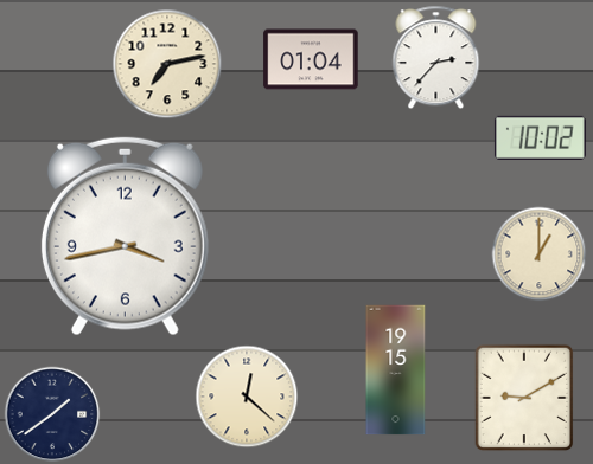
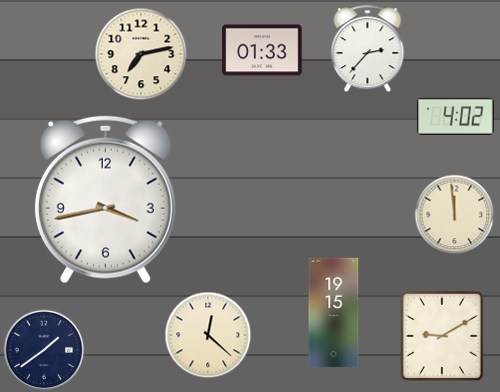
clock at (311, 59): 01:04 -> 01:33
clock at (541, 137): 10:02 -> 4:02
clock at (538, 253): 1:00 -> 11:59
